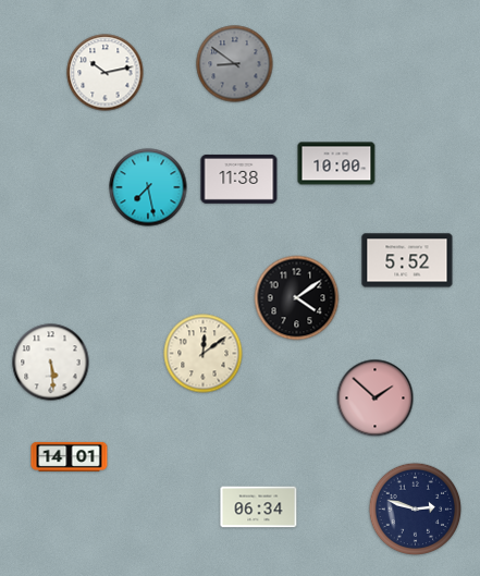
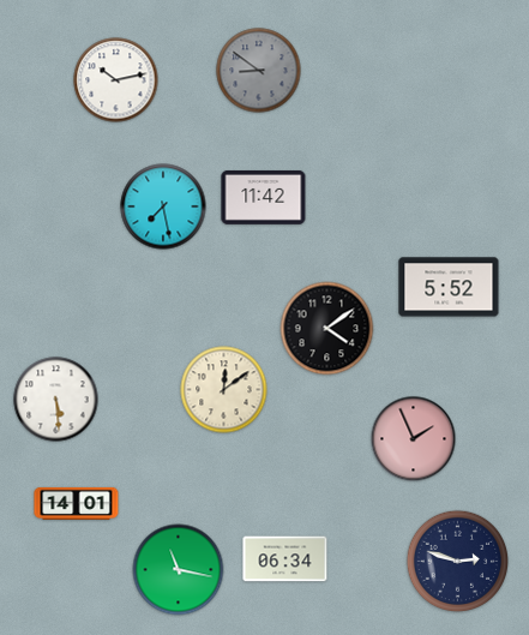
clock at (336, 163): 10:00 -> none
clock at (239, 179): 11:38 -> 11:42
clock at (376, 399): 1:52 -> 1:56
clock at (179, 570): none -> 11:17
